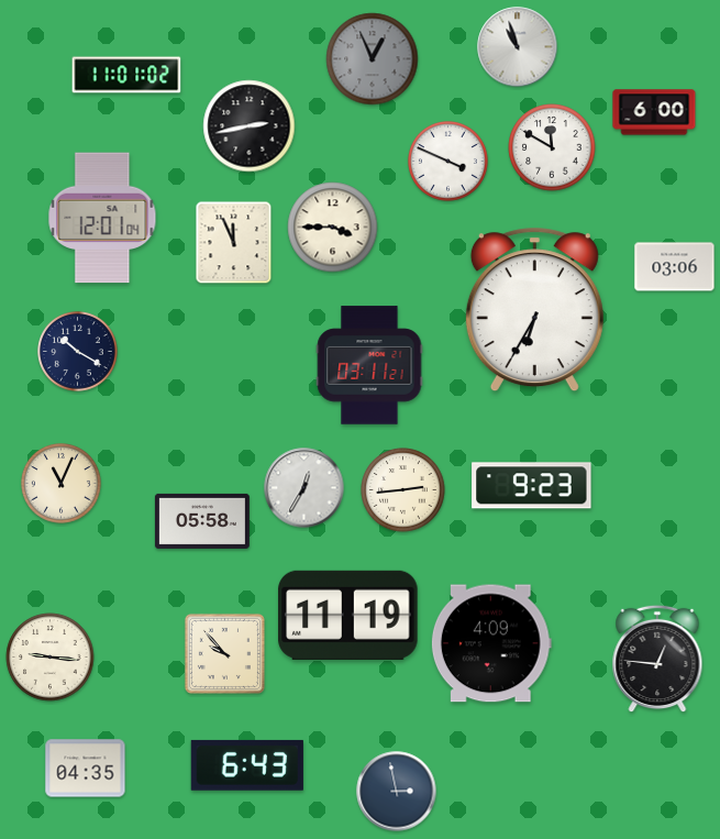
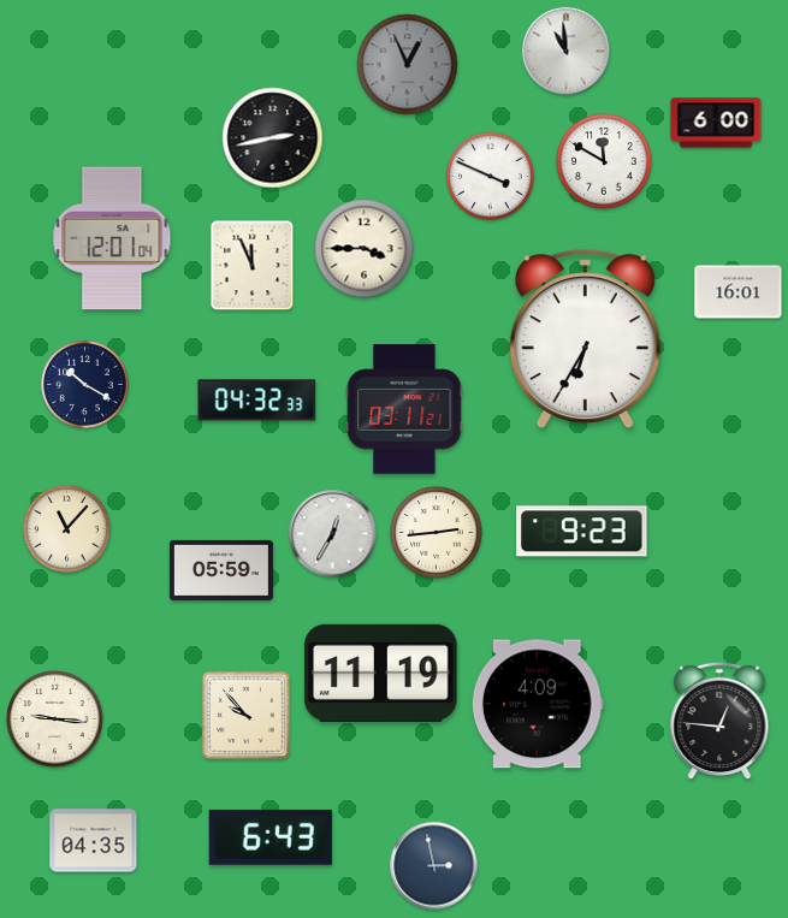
clock at (518, 47): 10:57 -> 10:59
clock at (126, 75): 11:01 -> none
clock at (234, 243) position: (234, 243) -> (253, 266)
clock at (675, 267): 03:06 -> 16:01
clock at (369, 365) position: (369, 365) -> (404, 409)
clock at (257, 401): none -> 04:32
clock at (62, 484): 11:04 -> 11:07
clock at (403, 490) position: (403, 490) -> (437, 533)
clock at (202, 521): 05:58 -> 05:59
